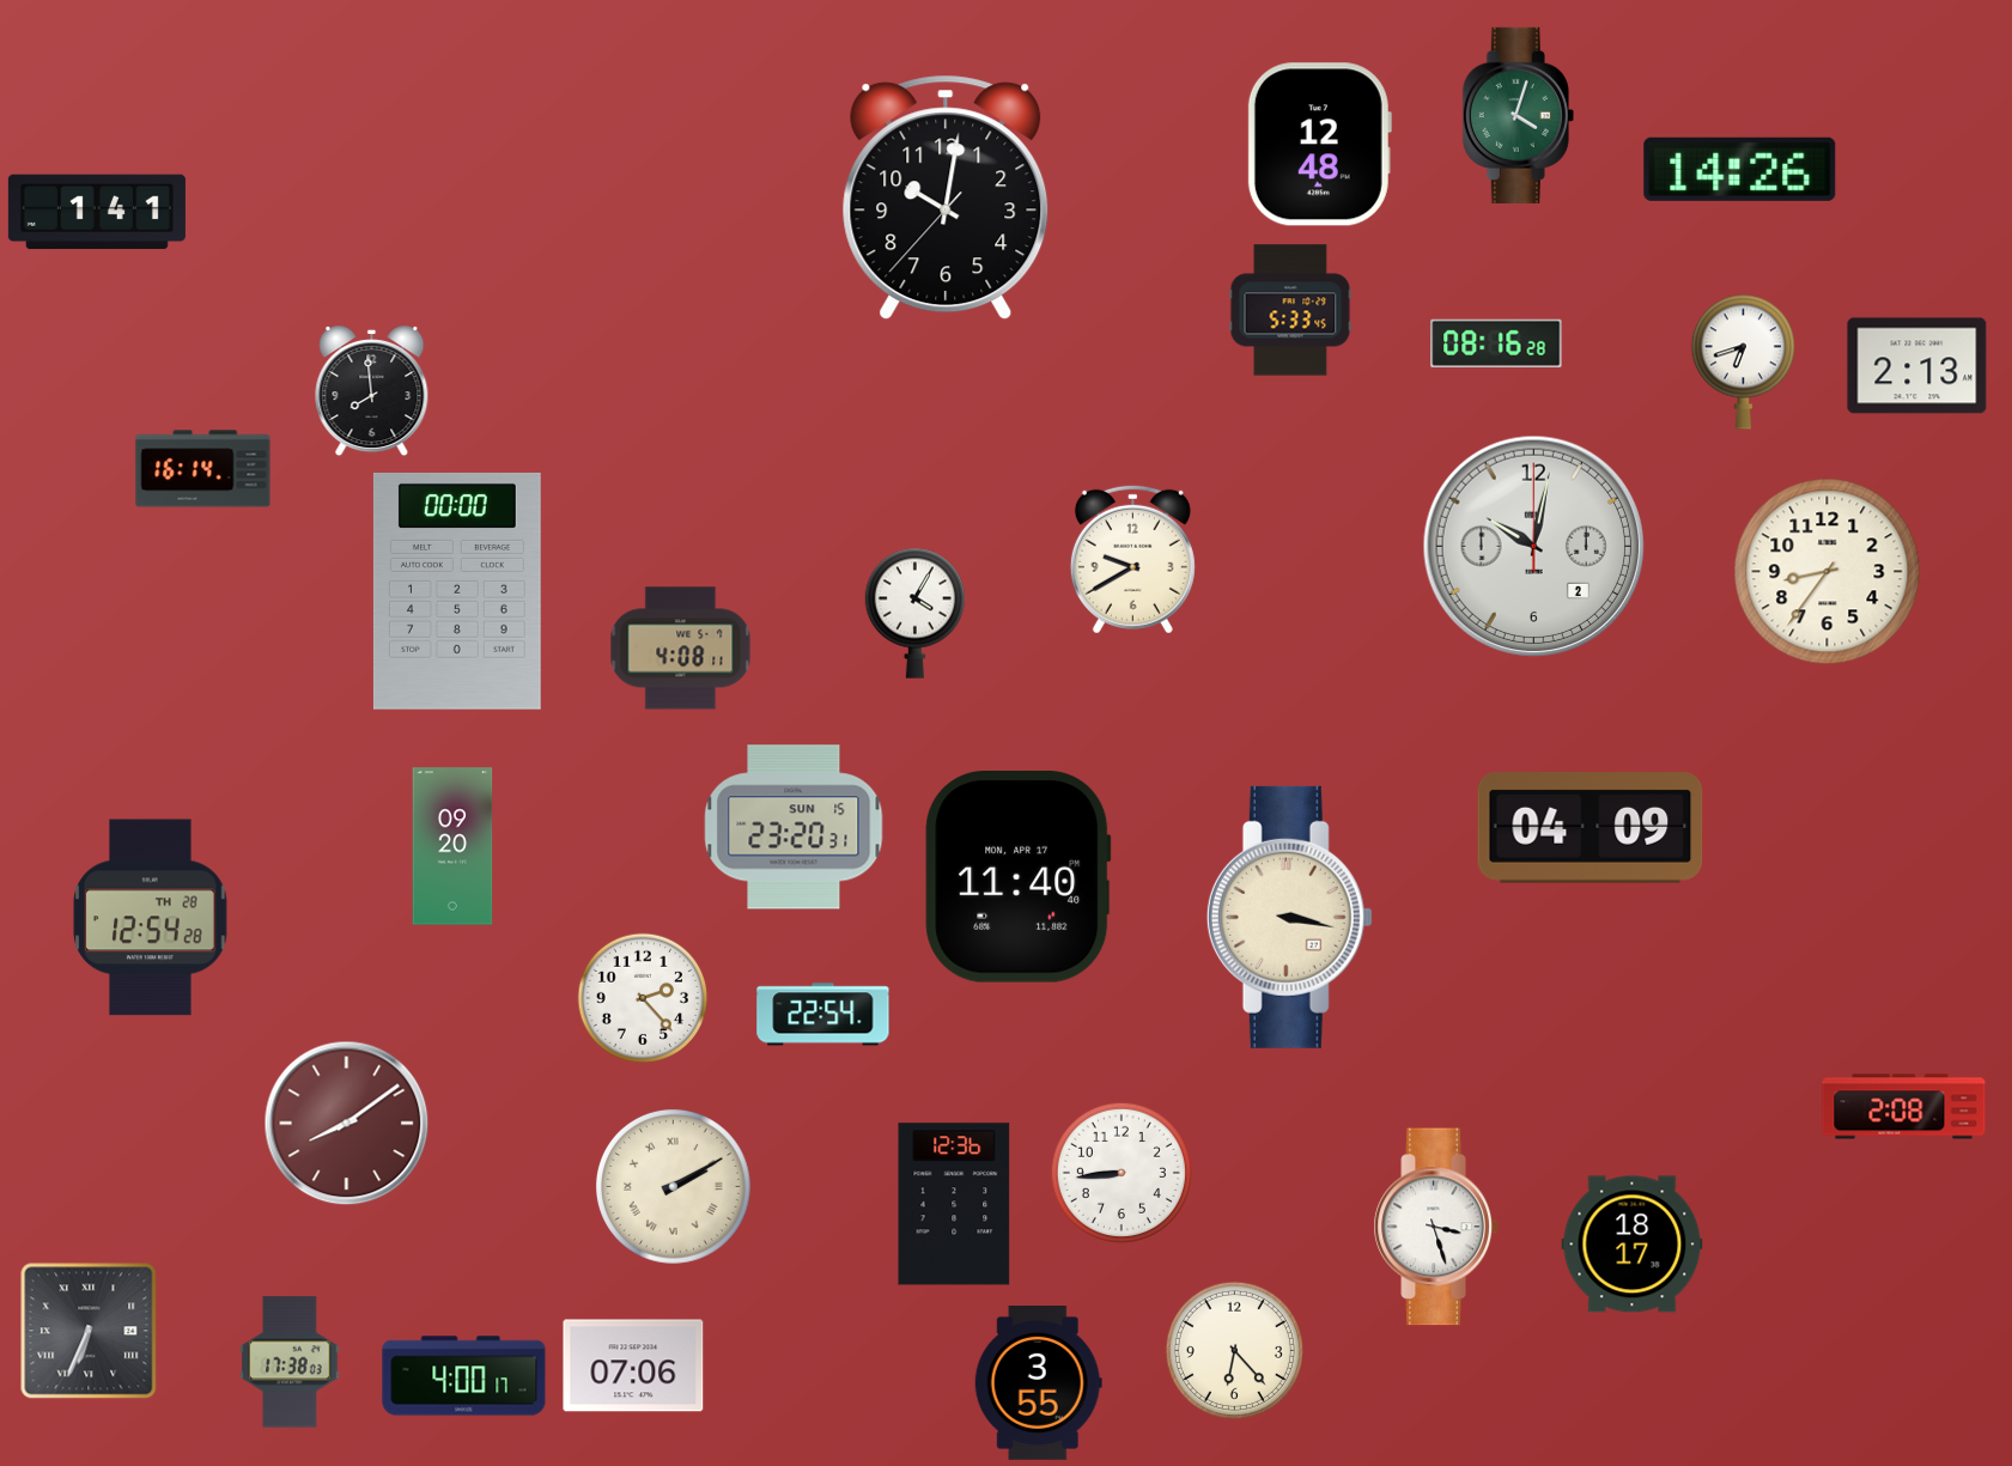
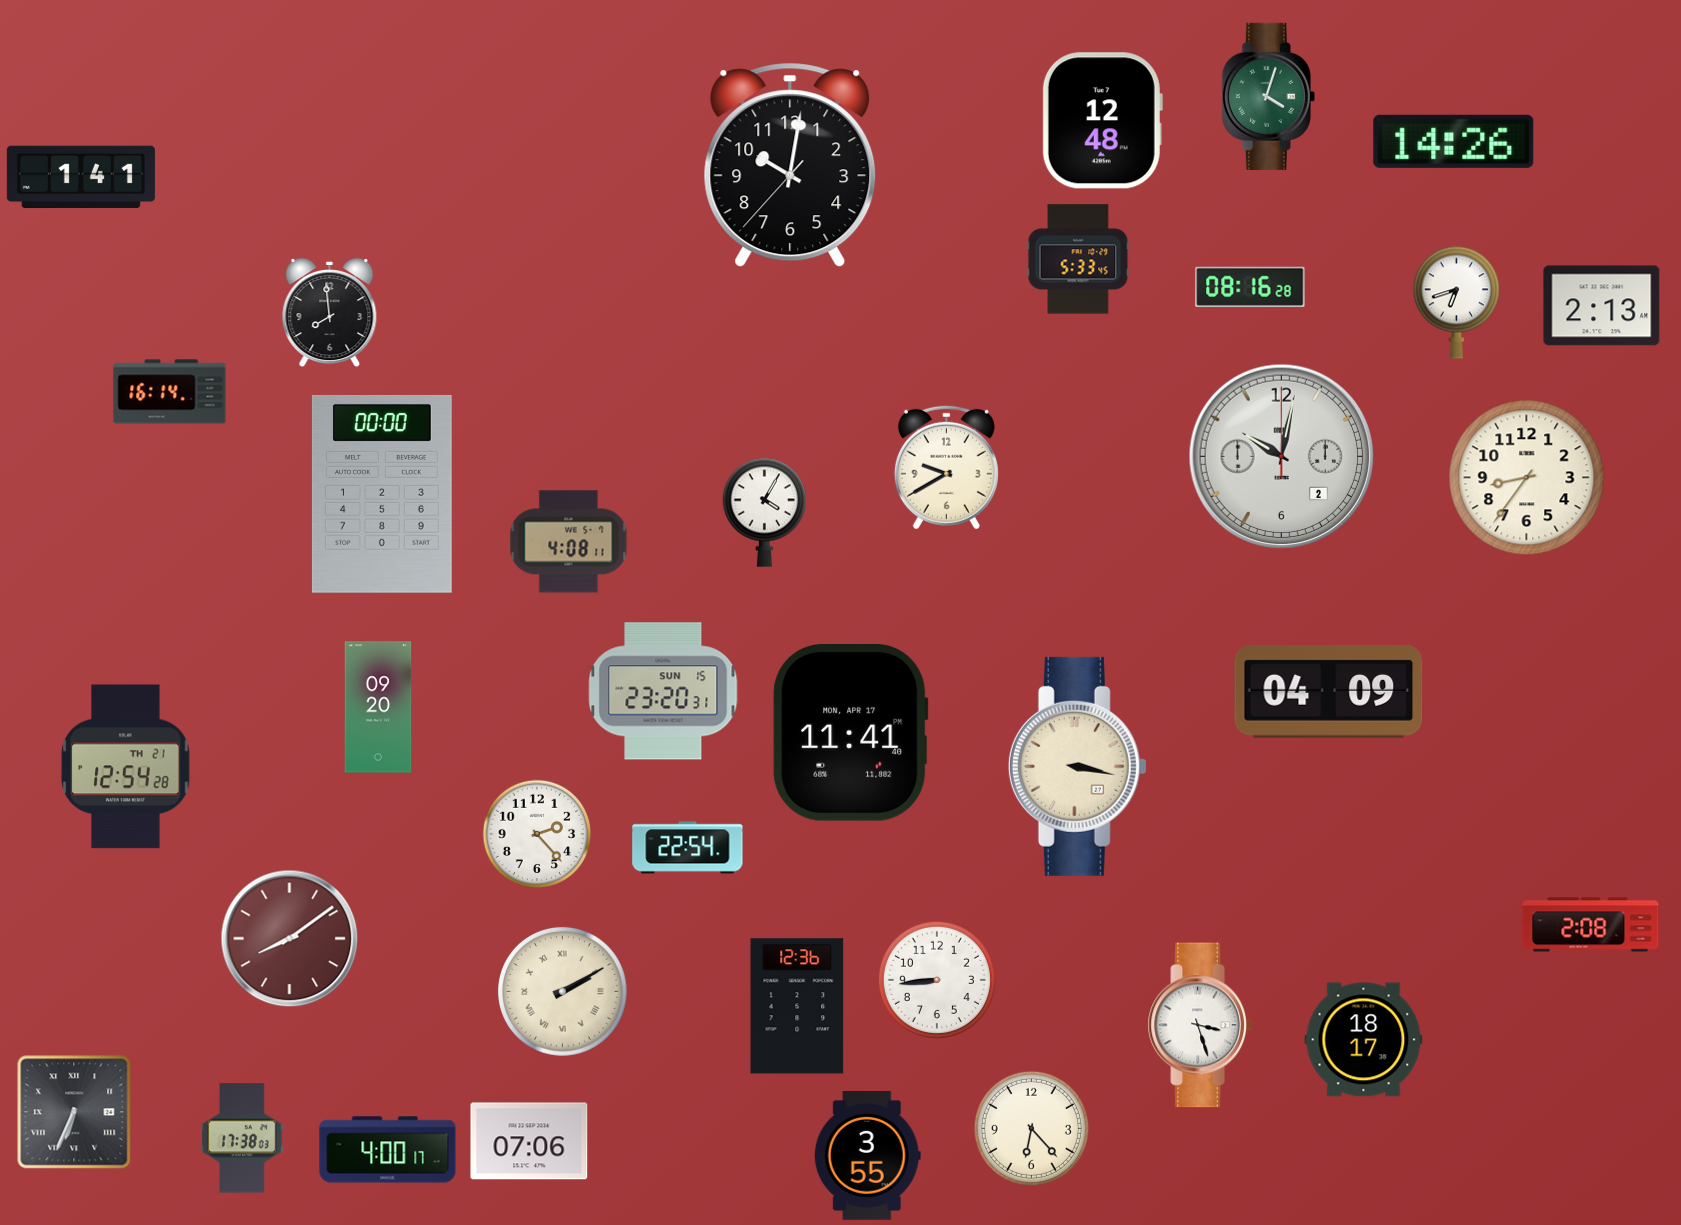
clock at (372, 391) position: (372, 391) -> (330, 313)
clock at (1019, 877): 11:40 -> 11:41
clock at (151, 918) date: TH 28 -> TH 21
